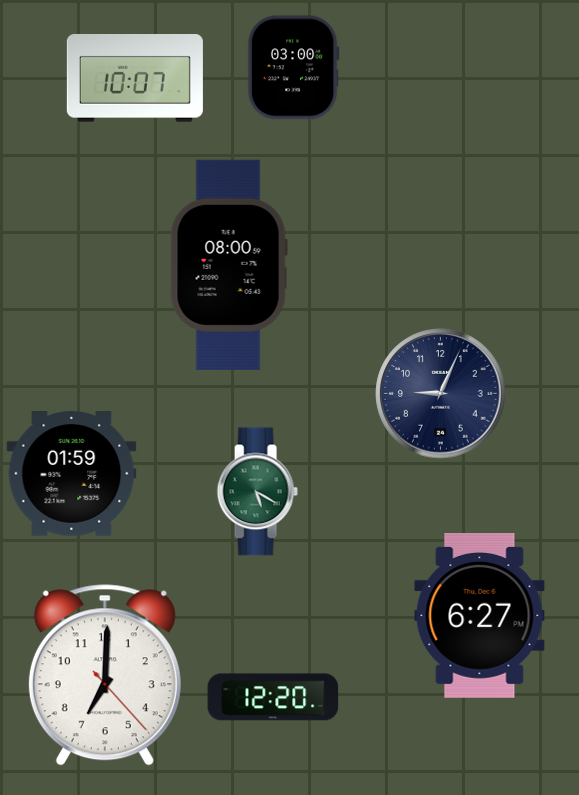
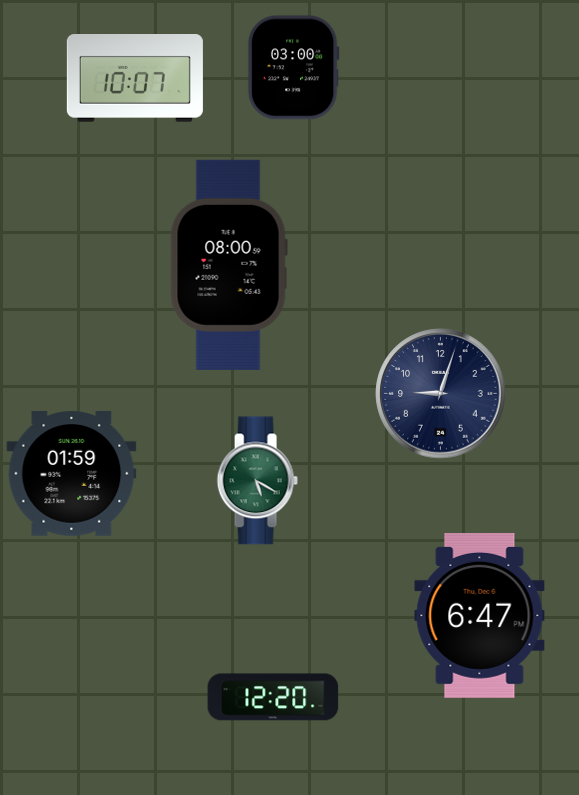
clock at (441, 394): 9:04 -> 9:03
clock at (257, 492) position: (257, 492) -> (257, 481)
clock at (480, 615): 6:27 -> 6:47
clock at (105, 675): 7:00 -> none
